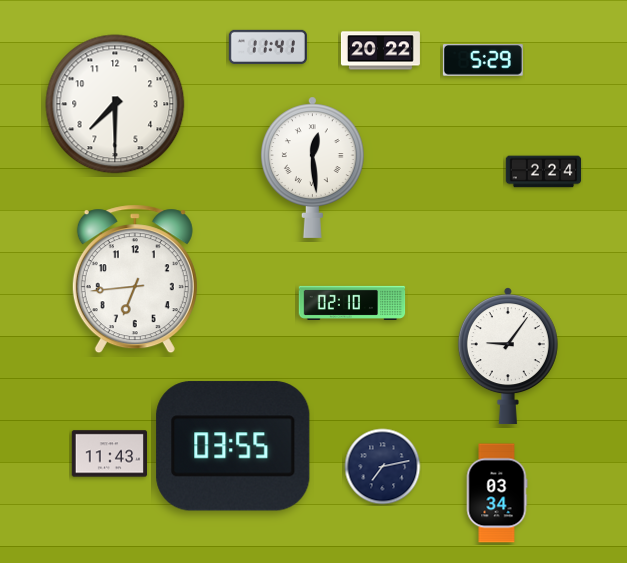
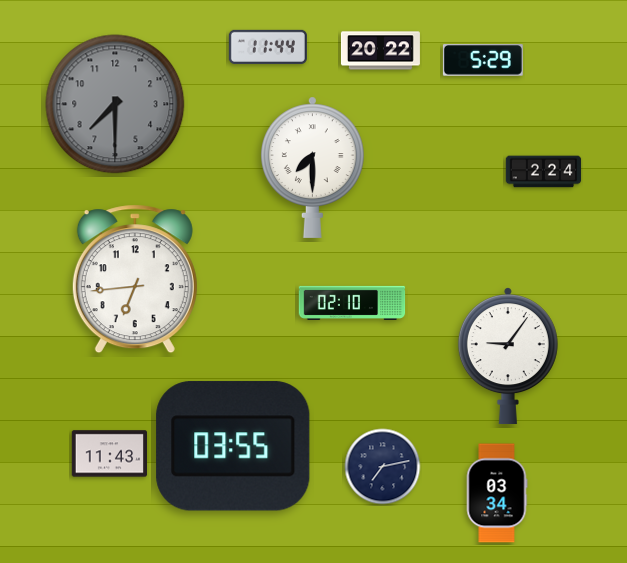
clock at (268, 47): 11:41 -> 11:44
clock at (115, 104) dial: white -> grey
clock at (312, 167): 12:29 -> 7:30
